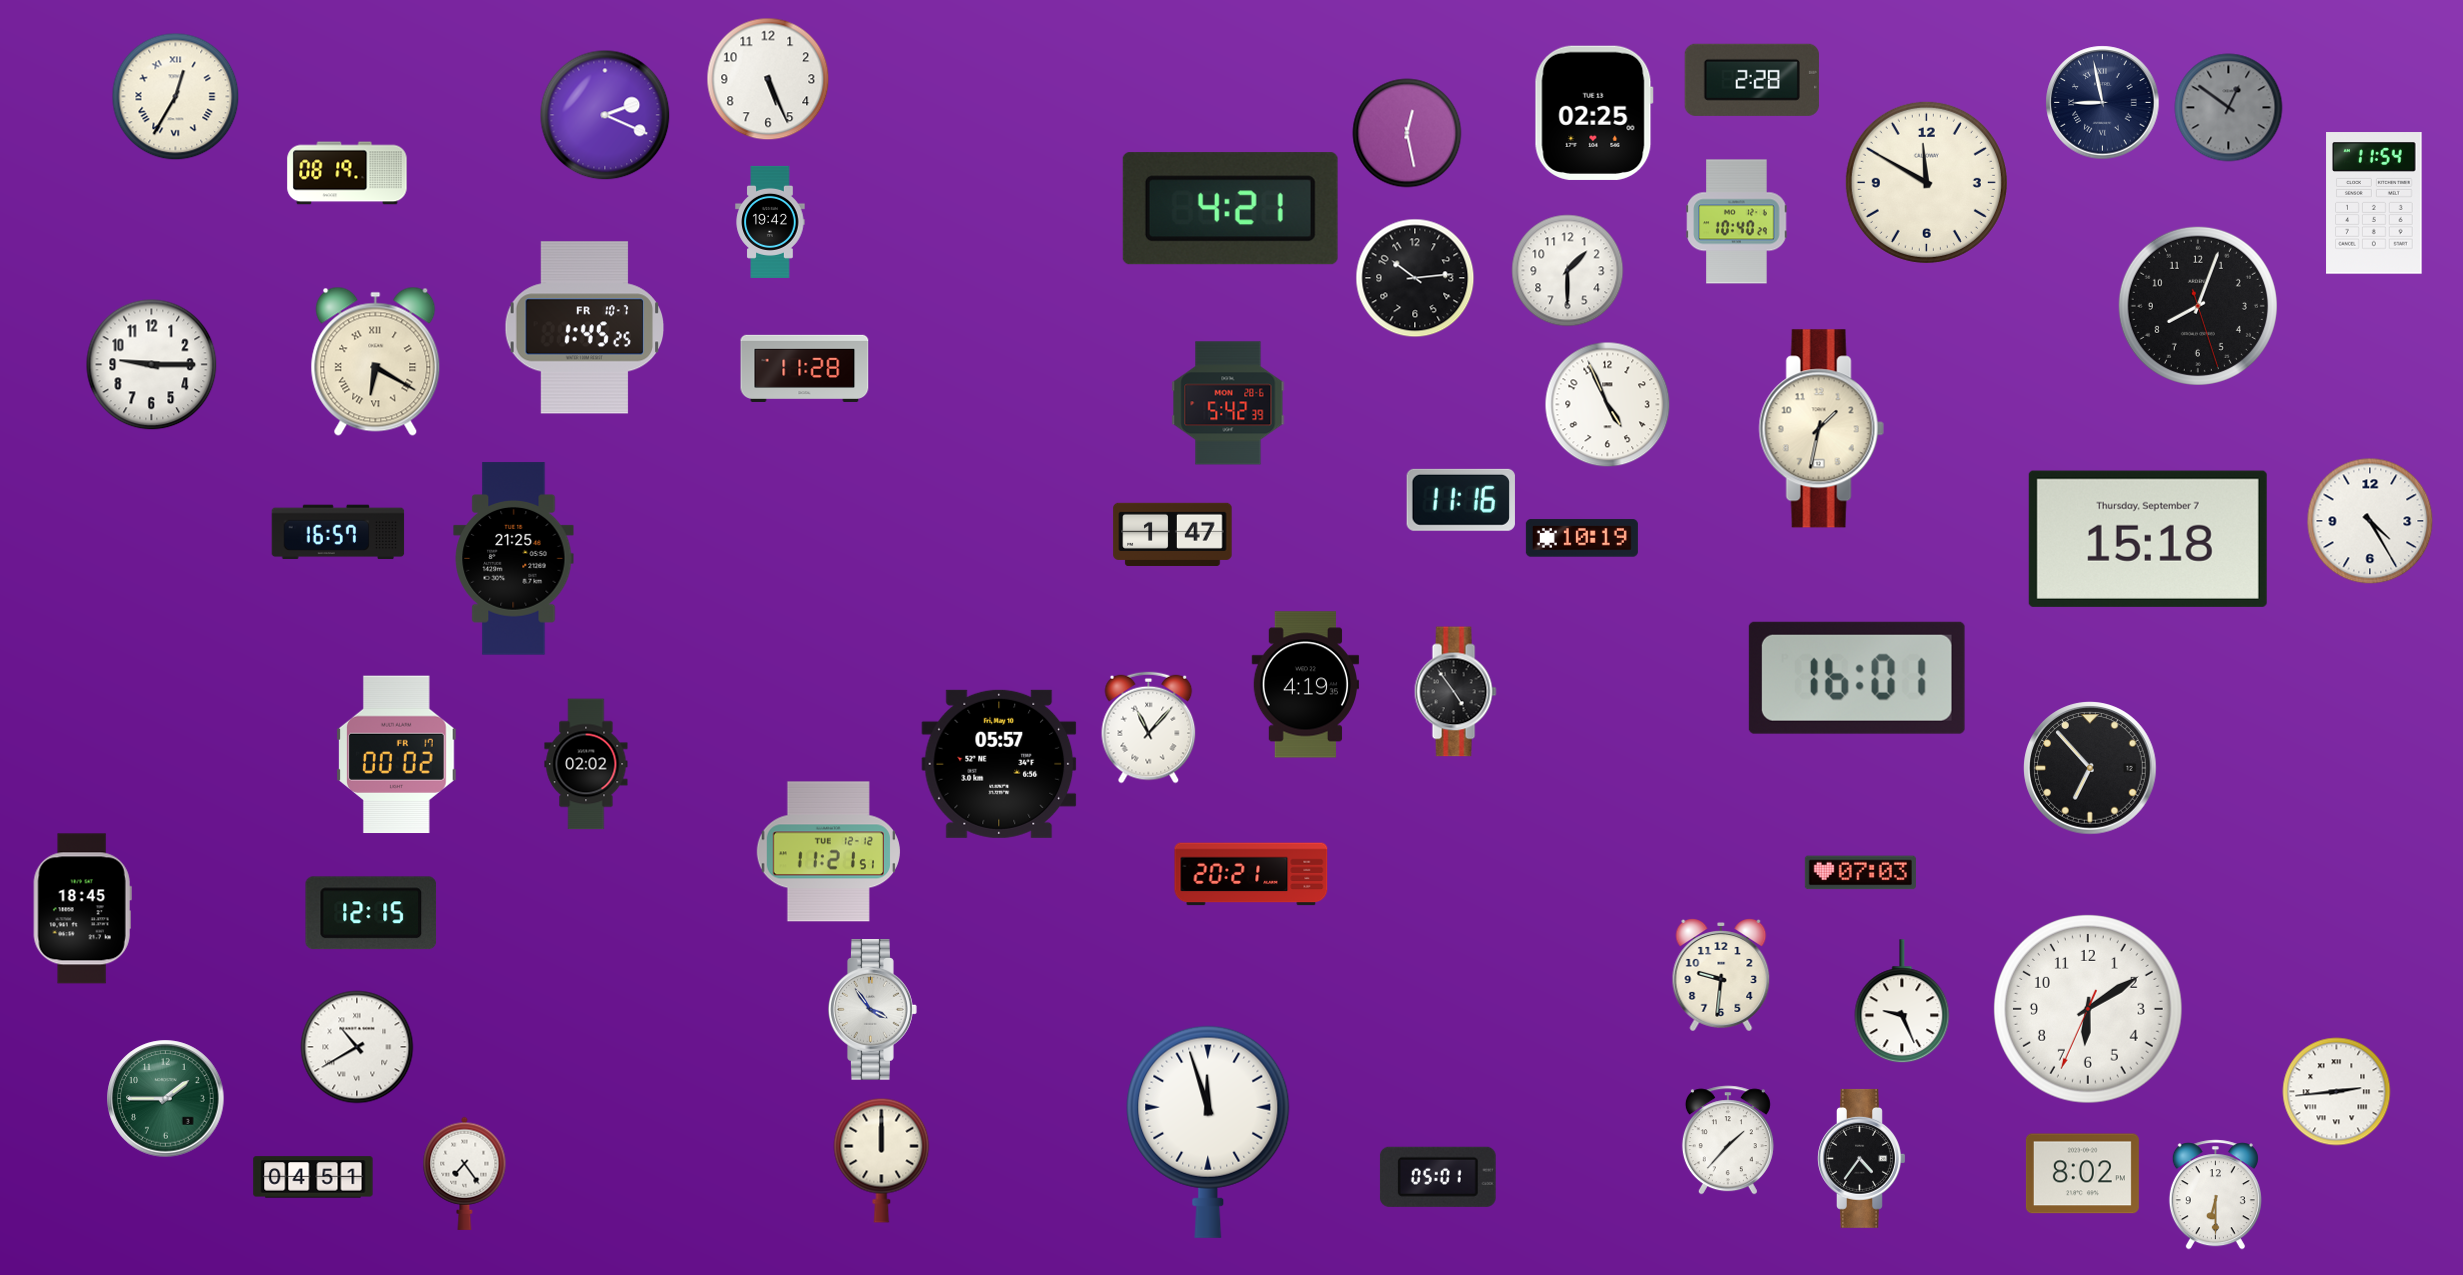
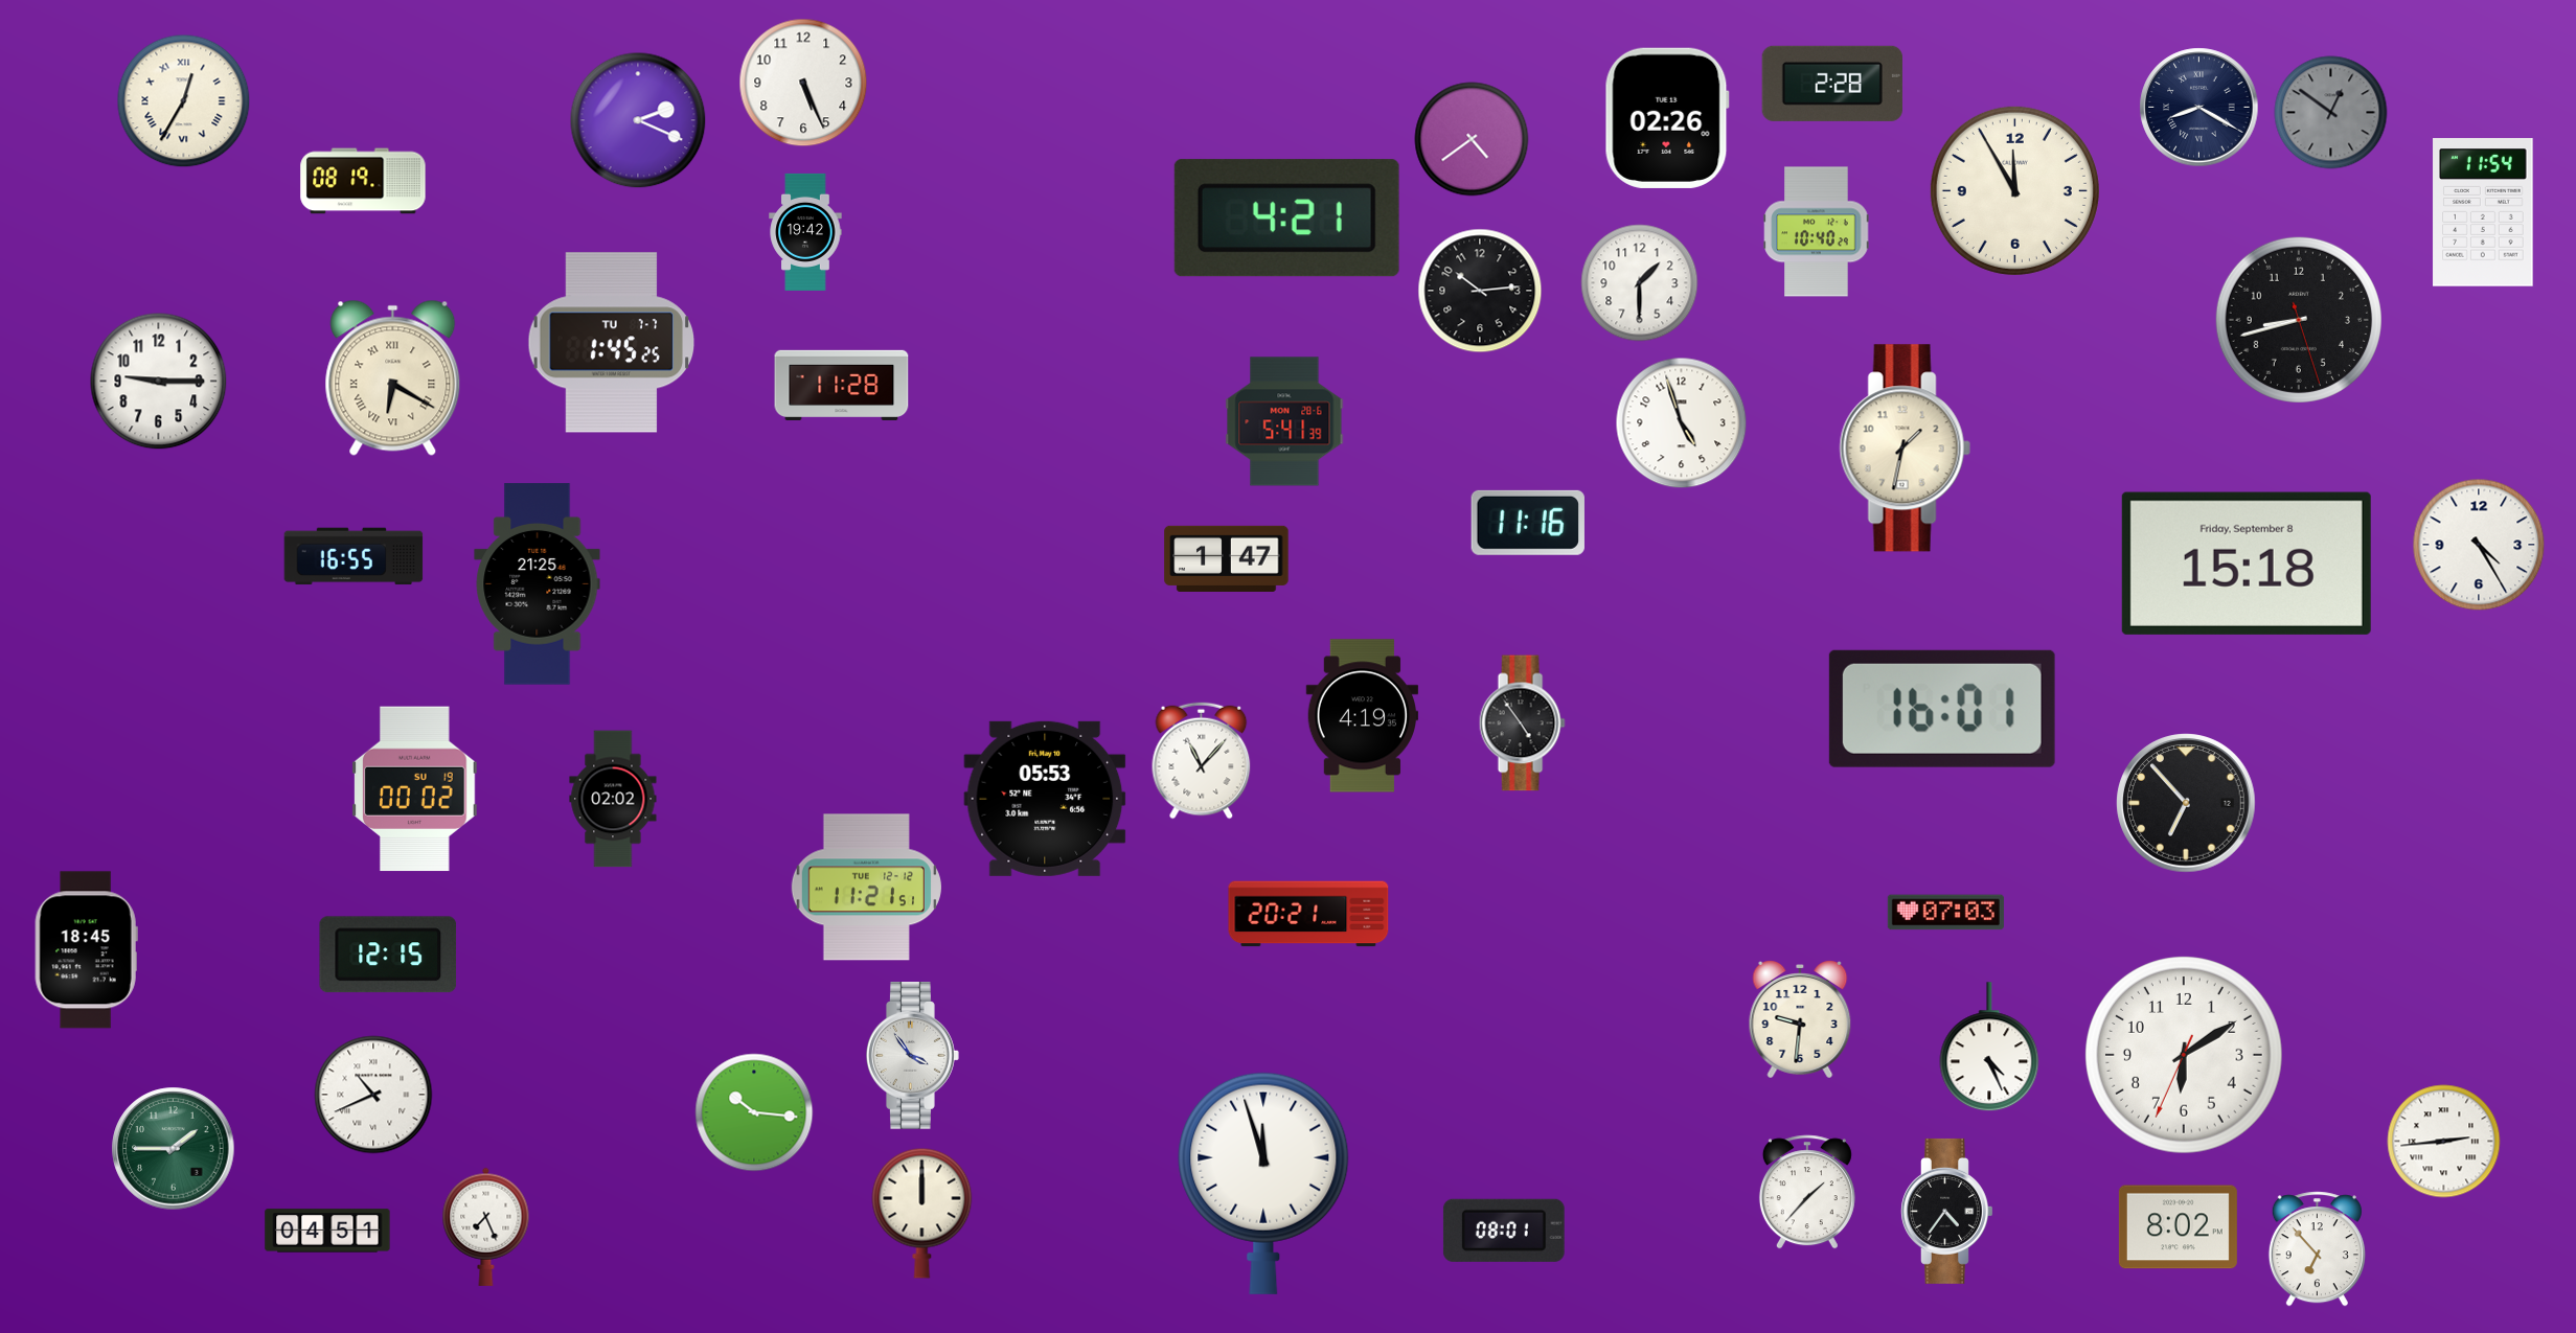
clock at (2103, 103): 8:58 -> 8:20
clock at (1594, 113): 02:25 -> 02:26
clock at (605, 115) position: (605, 115) -> (638, 120)
clock at (1407, 133): 12:28 -> 4:39
clock at (1926, 182): 11:50 -> 11:55
clock at (2198, 306): 8:03 -> 8:42
clock at (585, 328) date: FR 10-7 -> TU 7-7
clock at (1228, 403): 5:42 -> 5:41
clock at (1608, 405): 4:56 -> 4:57
clock at (338, 532): 16:57 -> 16:55
clock at (1582, 538): 10:19 -> none
clock at (2148, 539) date: Thursday, September 7 -> Friday, September 8
clock at (1306, 685) position: (1306, 685) -> (1363, 716)
clock at (397, 755) date: FR 17 -> SU 19
clock at (999, 764): 05:57 -> 05:53
clock at (828, 852) position: (828, 852) -> (866, 888)
clock at (1902, 1002): 9:26 -> 4:26
clock at (357, 1047): 10:40 -> 10:41
clock at (754, 1112): none -> 10:16
clock at (465, 1173): 7:24 -> 7:26
clock at (1438, 1177): 05:01 -> 08:01
clock at (2215, 1195): 6:30 -> 6:53
